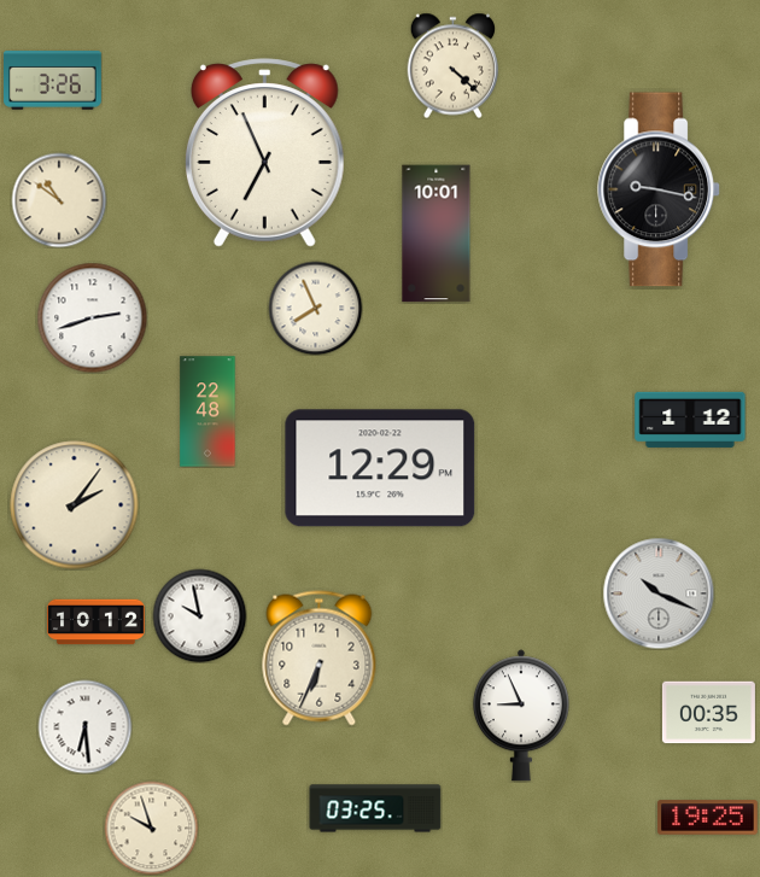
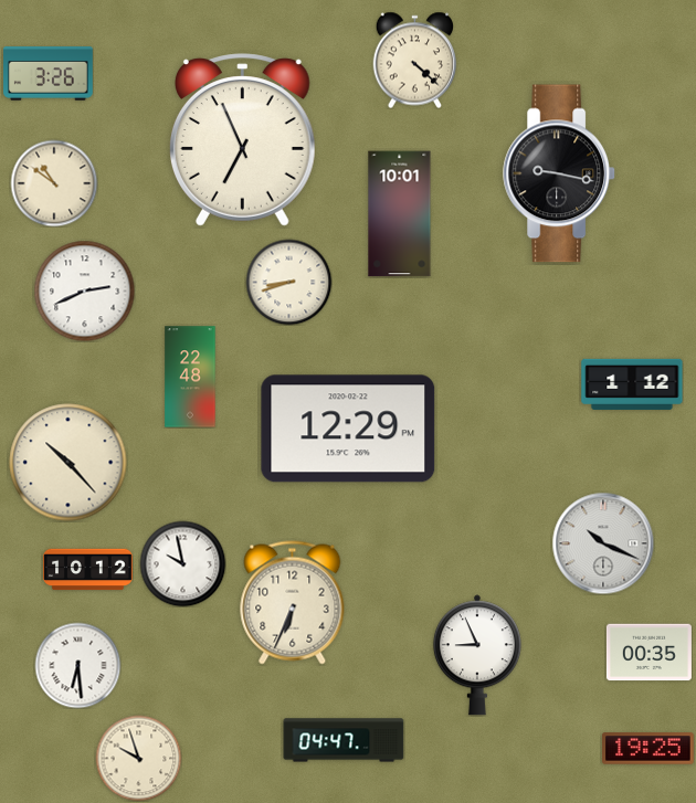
clock at (660, 189) position: (660, 189) -> (560, 173)
clock at (315, 308): 7:56 -> 8:42
clock at (92, 317): 2:42 -> 2:41
clock at (75, 505): 2:06 -> 10:23
clock at (375, 808): 03:25 -> 04:47
